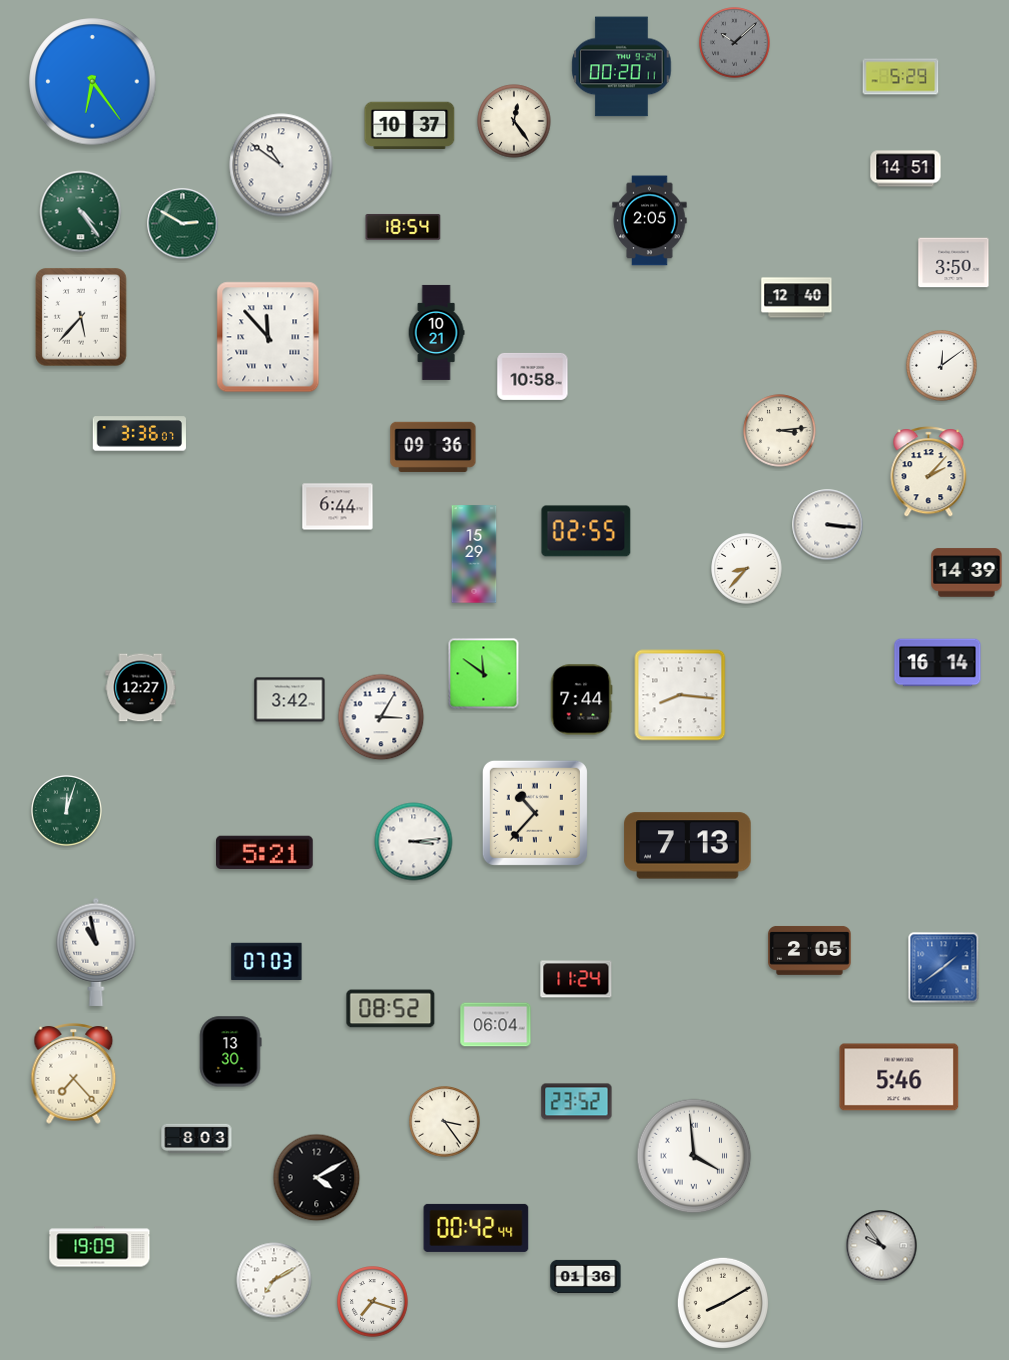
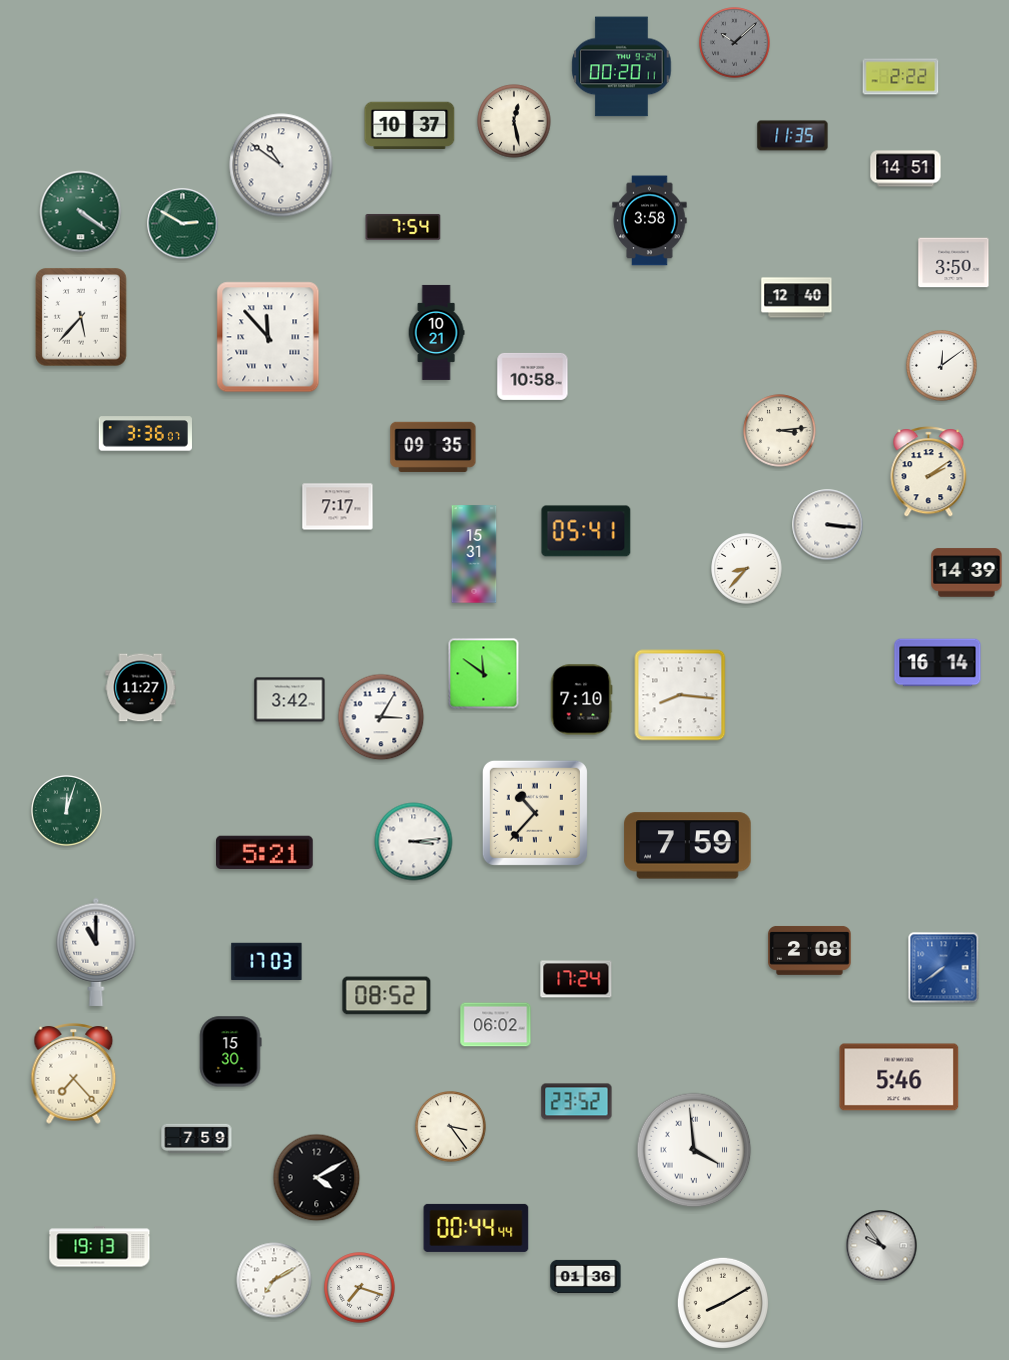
clock at (901, 77): 5:29 -> 2:22
clock at (93, 82): 6:24 -> none
clock at (514, 121): 12:24 -> 12:28
clock at (793, 136): none -> 11:35
clock at (81, 212): 4:24 -> 4:21
clock at (650, 221): 2:05 -> 3:58
clock at (403, 227): 18:54 -> 7:54
clock at (139, 434) position: (139, 434) -> (145, 434)
clock at (433, 447): 09:36 -> 09:35
clock at (929, 472): 2:07 -> 2:09
clock at (338, 507): 6:44 -> 7:17
clock at (586, 531): 02:55 -> 05:41
clock at (474, 554): 15:29 -> 15:31
clock at (141, 688): 12:27 -> 11:27
clock at (581, 700): 7:44 -> 7:10
clock at (688, 846): 7:13 -> 7:59
clock at (810, 950): 2:05 -> 2:08
clock at (96, 952): 10:58 -> 11:00
clock at (267, 962): 07:03 -> 17:03
clock at (944, 968): 1:39 -> 7:39
clock at (576, 979): 11:24 -> 17:24
clock at (391, 1009) position: (391, 1009) -> (387, 996)
clock at (496, 1025): 06:04 -> 06:02
clock at (231, 1052): 13:30 -> 15:30
clock at (445, 1122) position: (445, 1122) -> (451, 1127)
clock at (197, 1138): 8:03 -> 7:59
clock at (694, 1156) position: (694, 1156) -> (694, 1150)
clock at (476, 1228): 00:42 -> 00:44
clock at (100, 1247): 19:09 -> 19:13
clock at (373, 1302) position: (373, 1302) -> (360, 1288)
